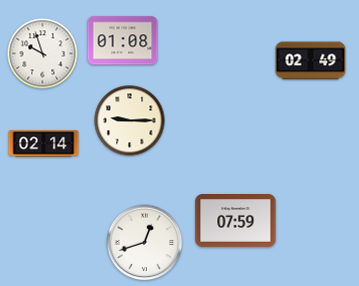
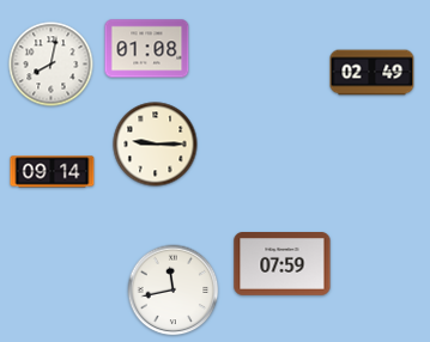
clock at (43, 54): 9:57 -> 8:02
clock at (44, 144): 02:14 -> 09:14
clock at (145, 243): 12:42 -> 11:43
